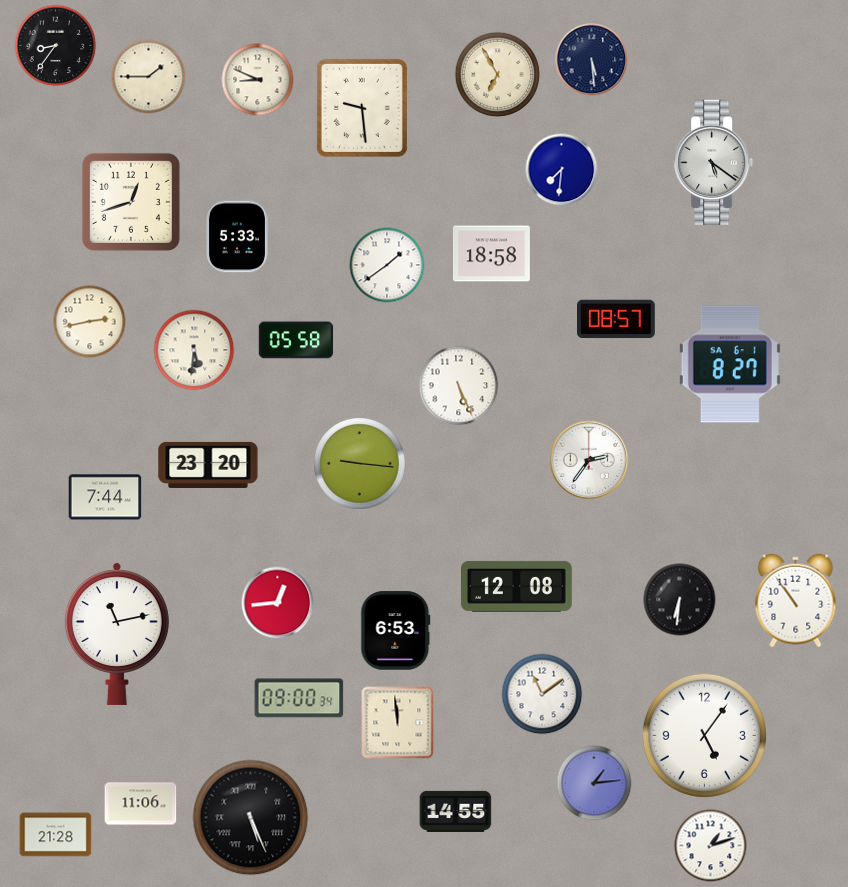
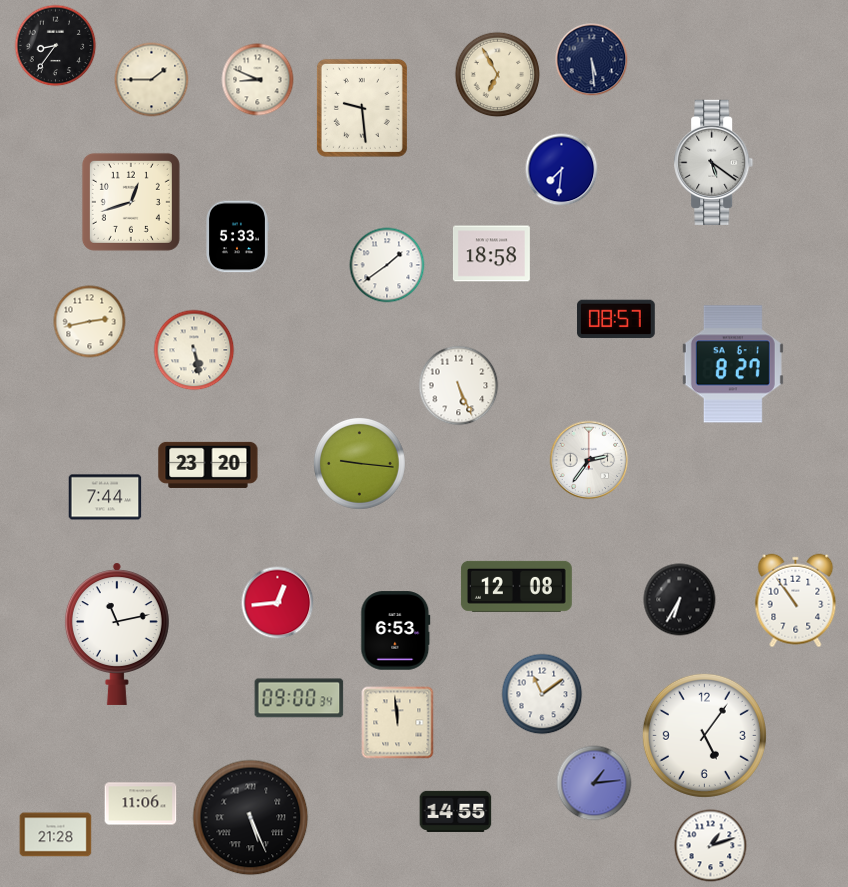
clock at (149, 77) position: (149, 77) -> (152, 80)
clock at (295, 340): 05:58 -> none
clock at (194, 350): 5:31 -> 5:28
clock at (730, 364) position: (730, 364) -> (733, 364)
clock at (680, 600): 6:31 -> 6:35
